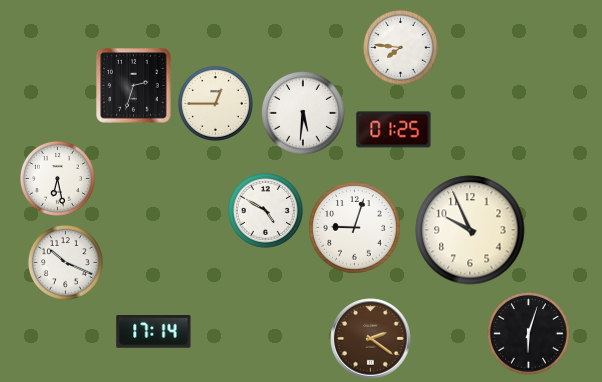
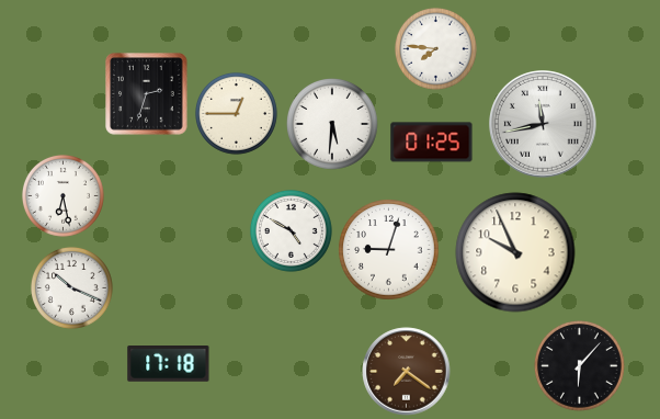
clock at (400, 47) position: (400, 47) -> (435, 48)
clock at (544, 125): none -> 11:43
clock at (154, 332): 17:14 -> 17:18
clock at (529, 334): 6:03 -> 6:07
clock at (371, 339): 2:21 -> 7:21
